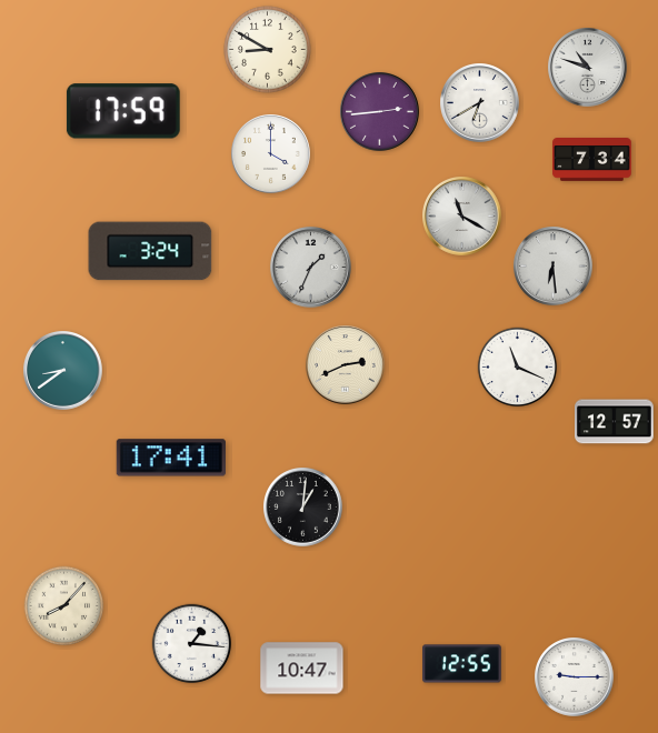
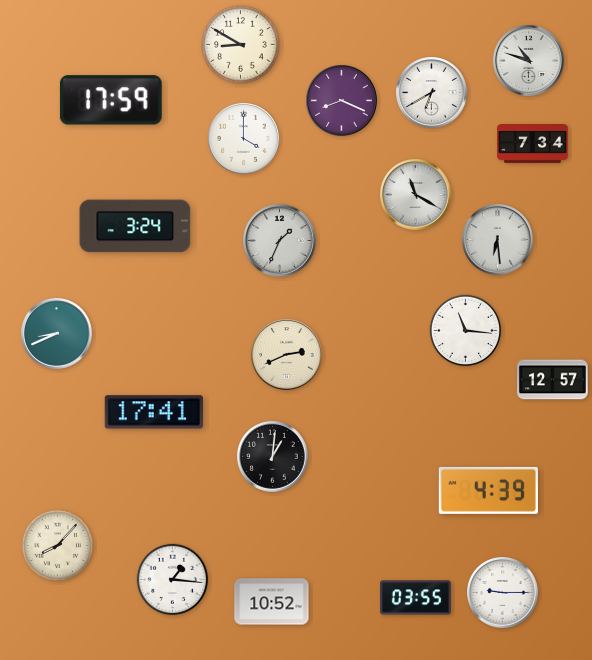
clock at (380, 112): 2:44 -> 8:19
clock at (346, 365) position: (346, 365) -> (287, 355)
clock at (518, 368): 11:19 -> 11:16
clock at (63, 371): 8:39 -> 8:41
clock at (488, 490): none -> 4:39
clock at (462, 664): 12:55 -> 03:55
clock at (302, 669): 10:47 -> 10:52
clock at (575, 677) position: (575, 677) -> (503, 593)
